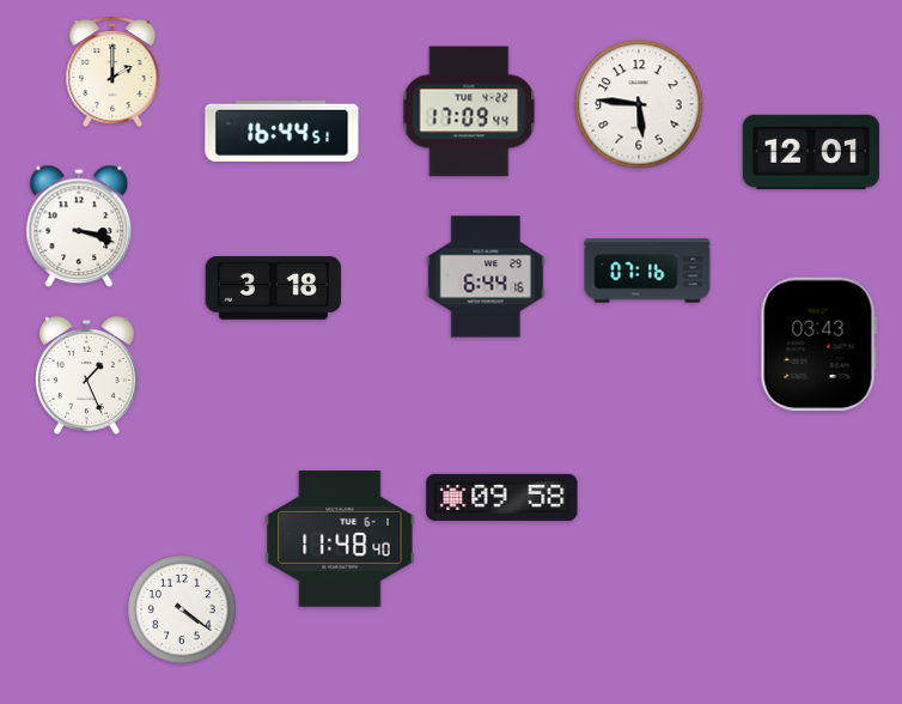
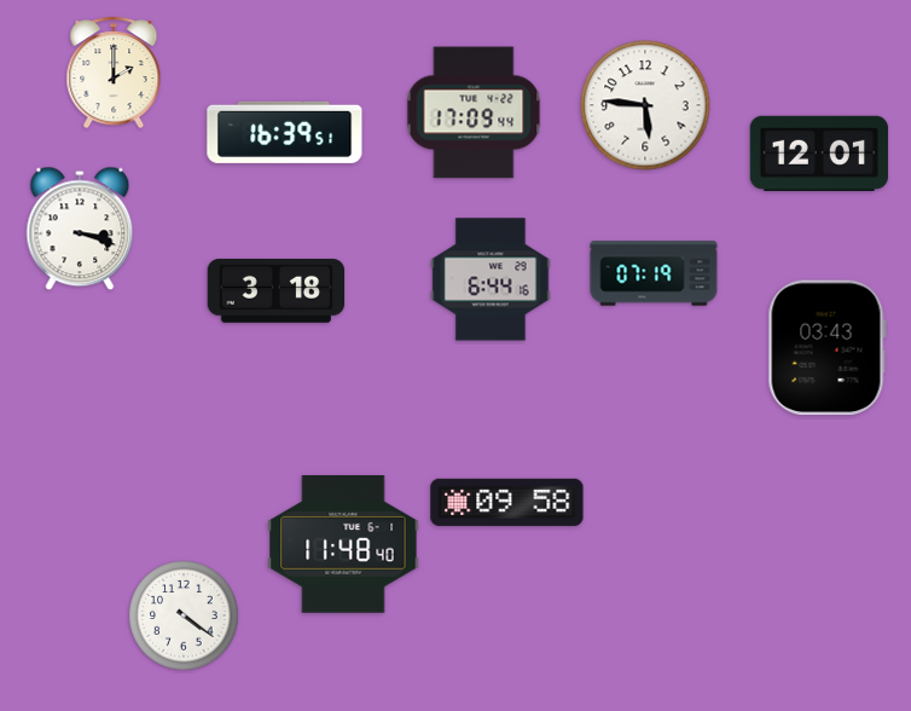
clock at (282, 131): 16:44 -> 16:39
clock at (647, 271): 07:16 -> 07:19
clock at (86, 376): 1:26 -> none
